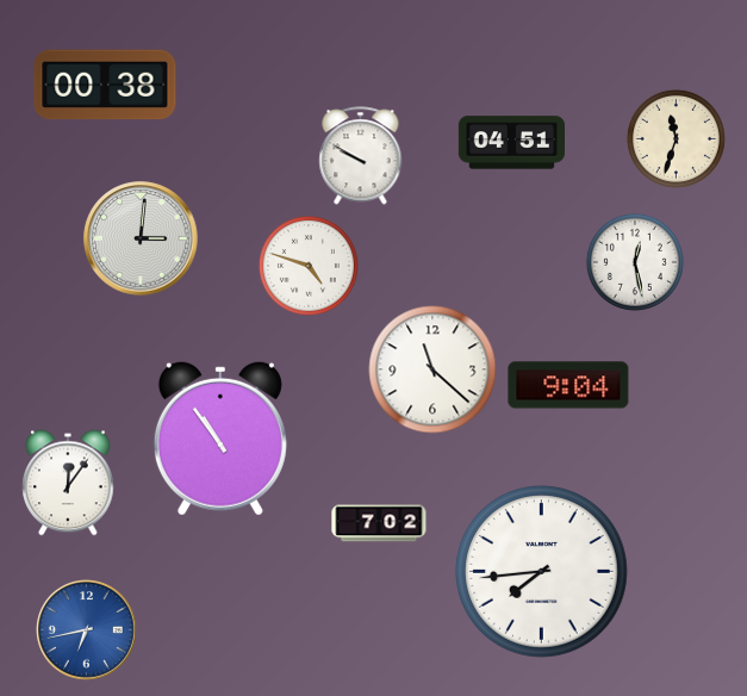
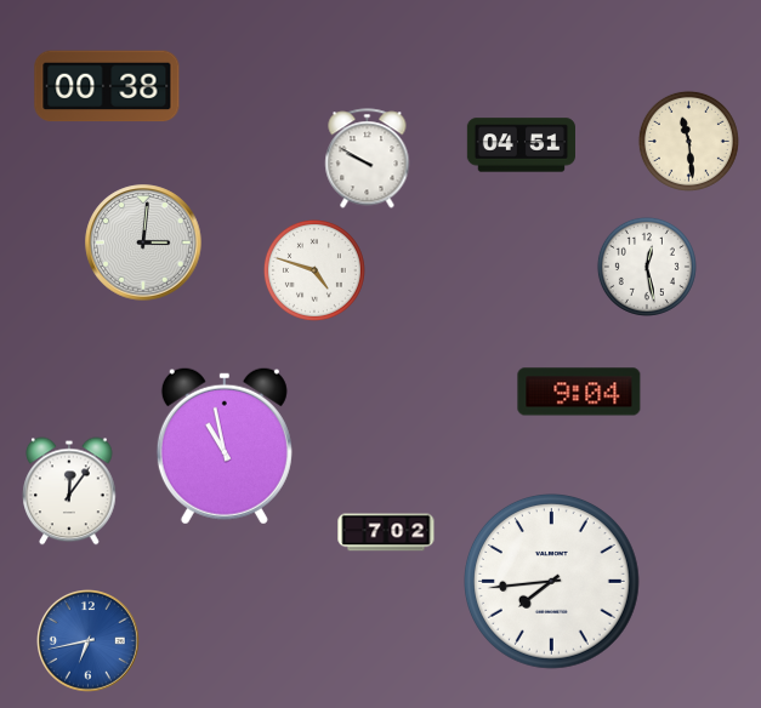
clock at (676, 138): 11:33 -> 11:29
clock at (432, 369): 11:22 -> none
clock at (220, 439): 10:54 -> 10:58
